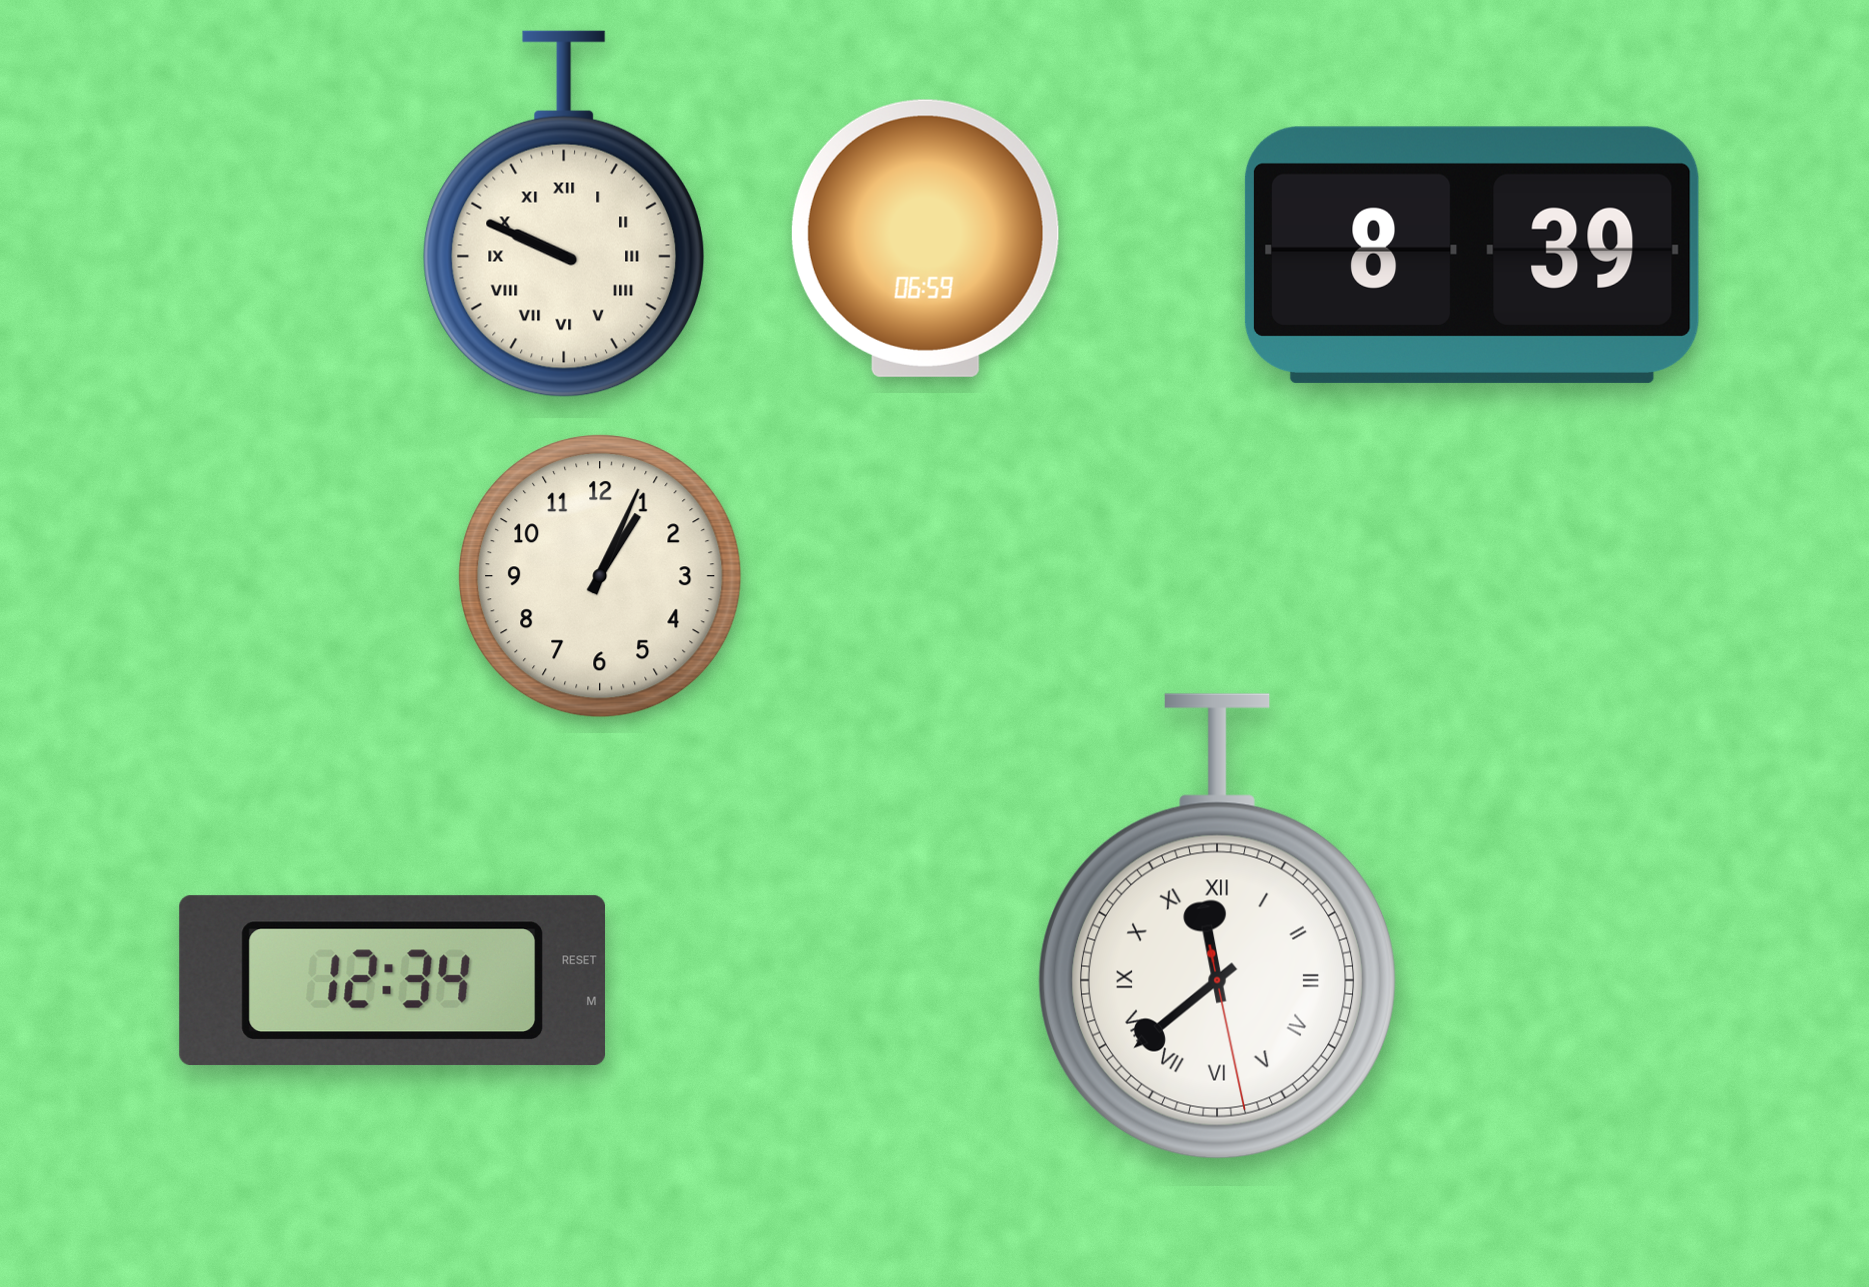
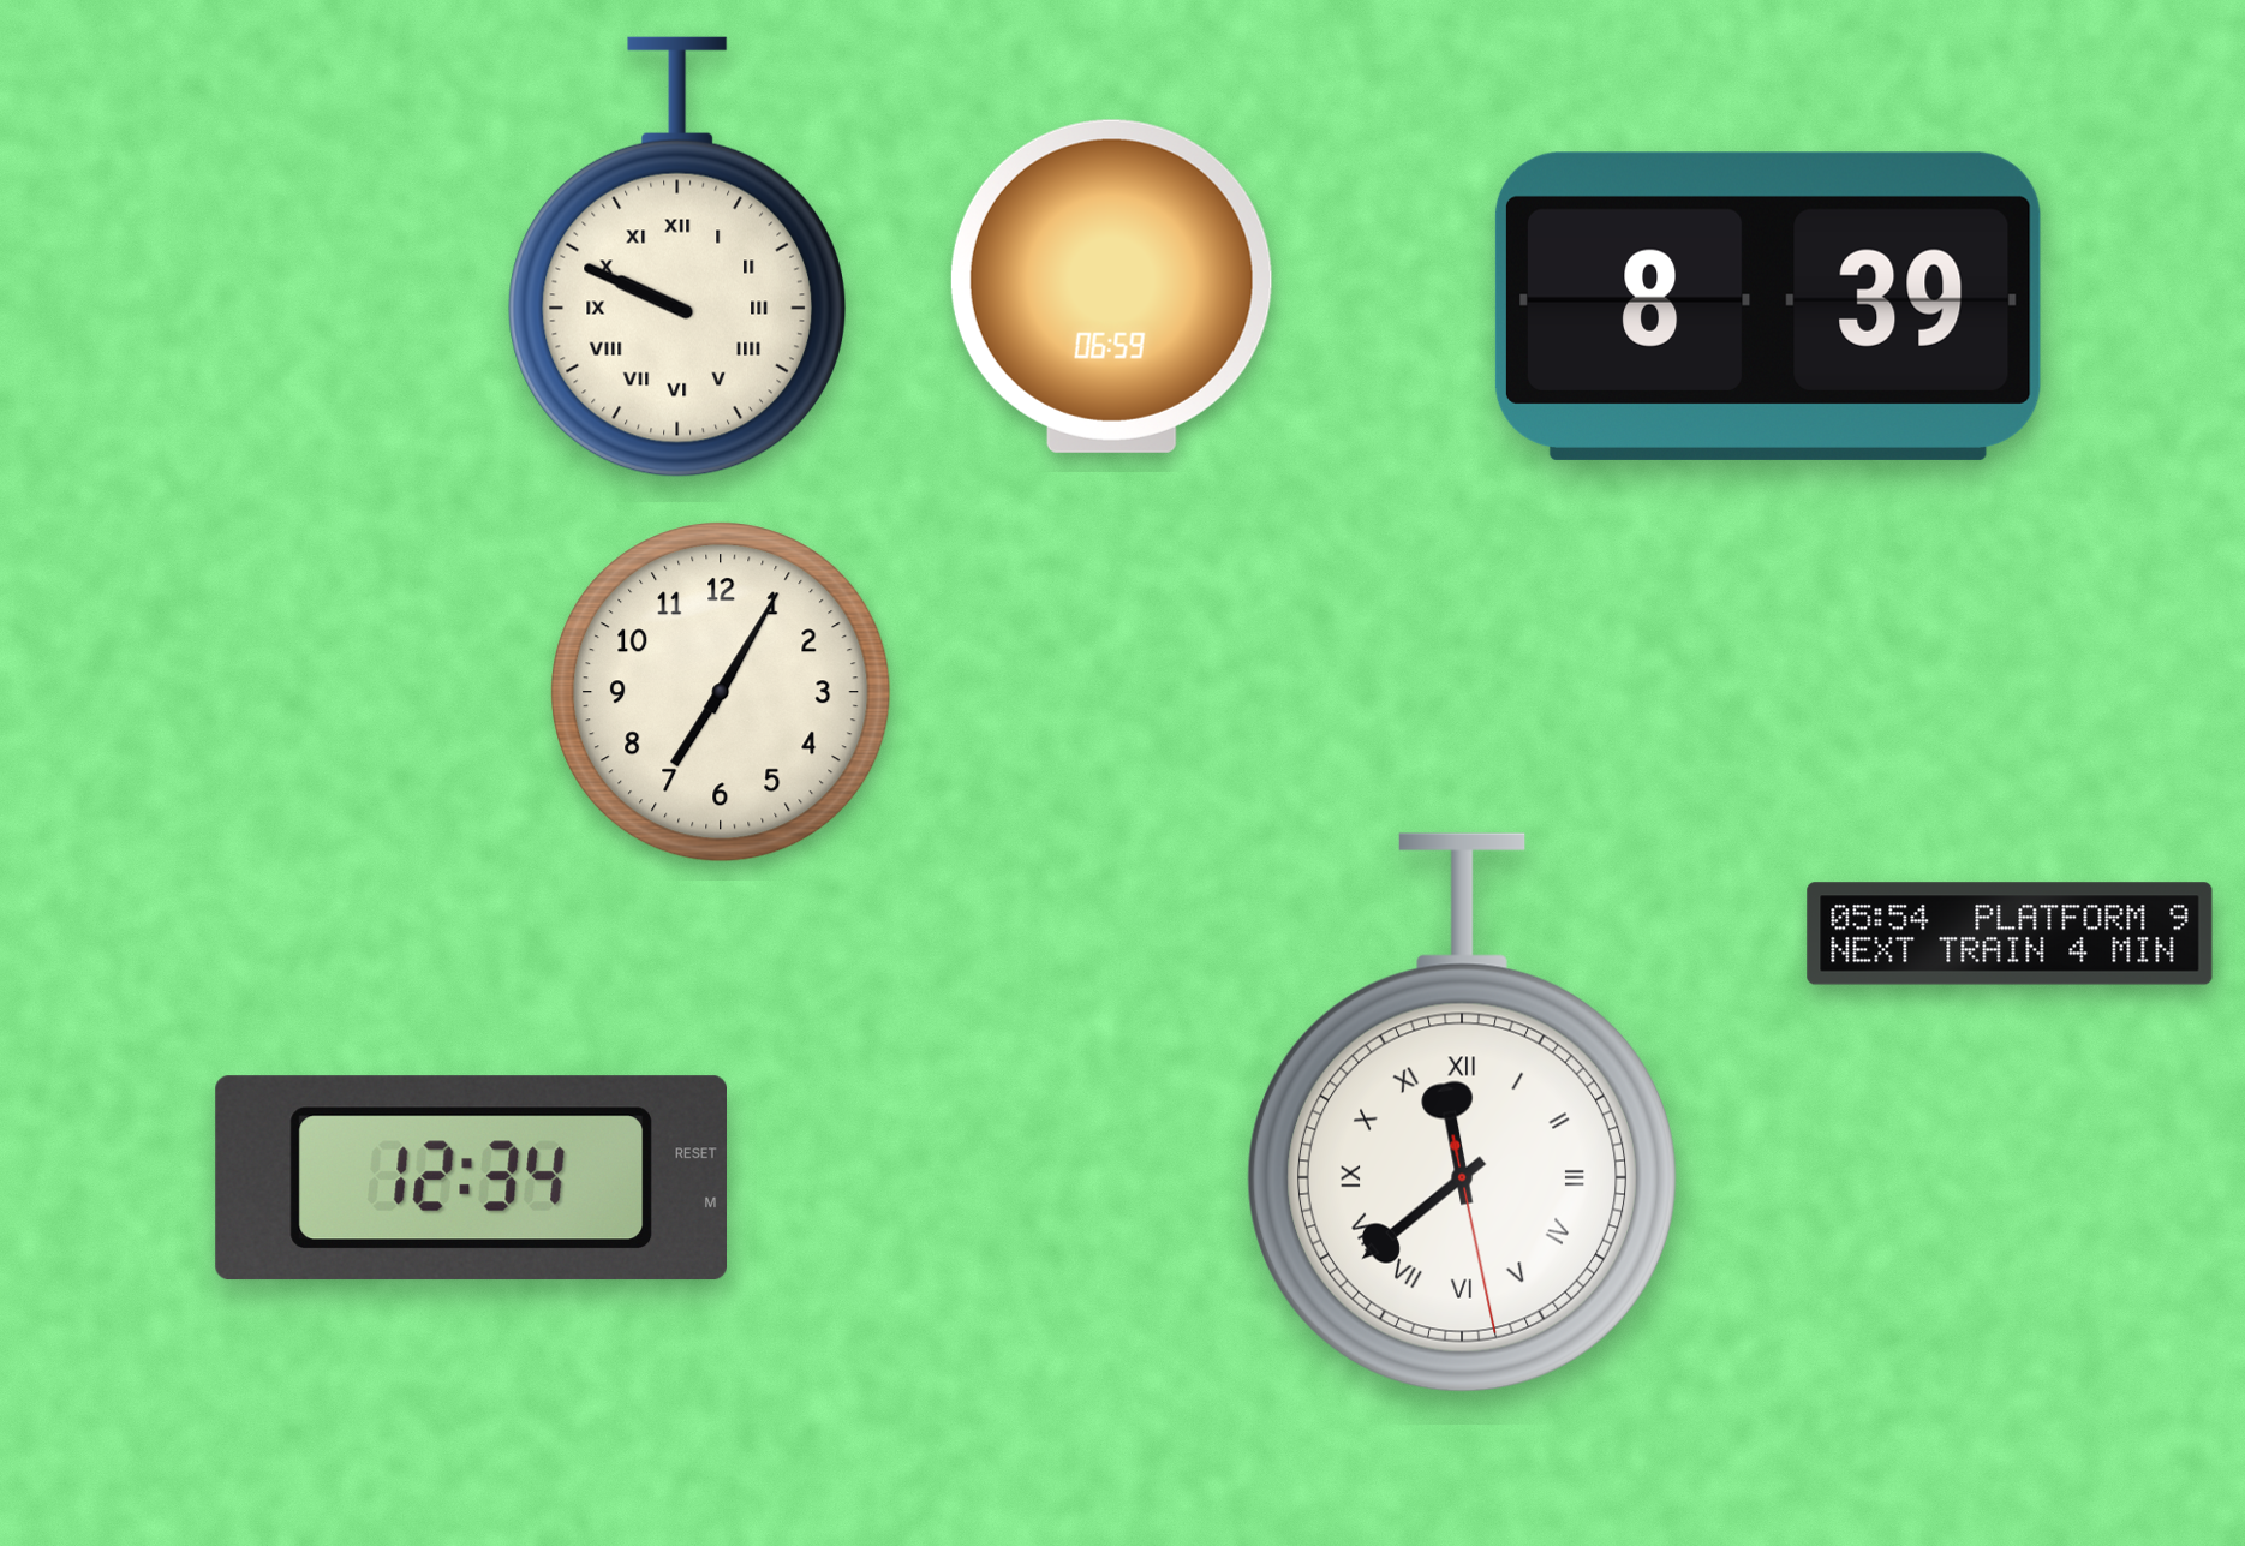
clock at (600, 576): 1:04 -> 7:05
clock at (2010, 933): none -> 05:54
